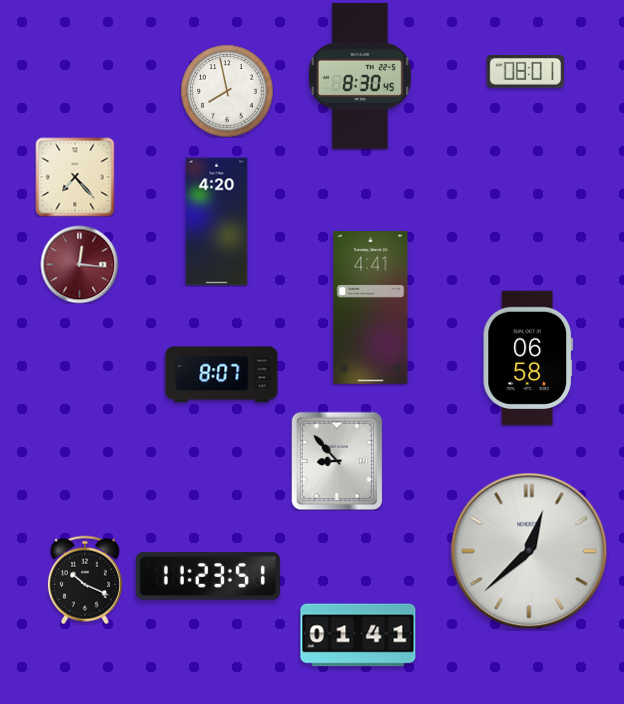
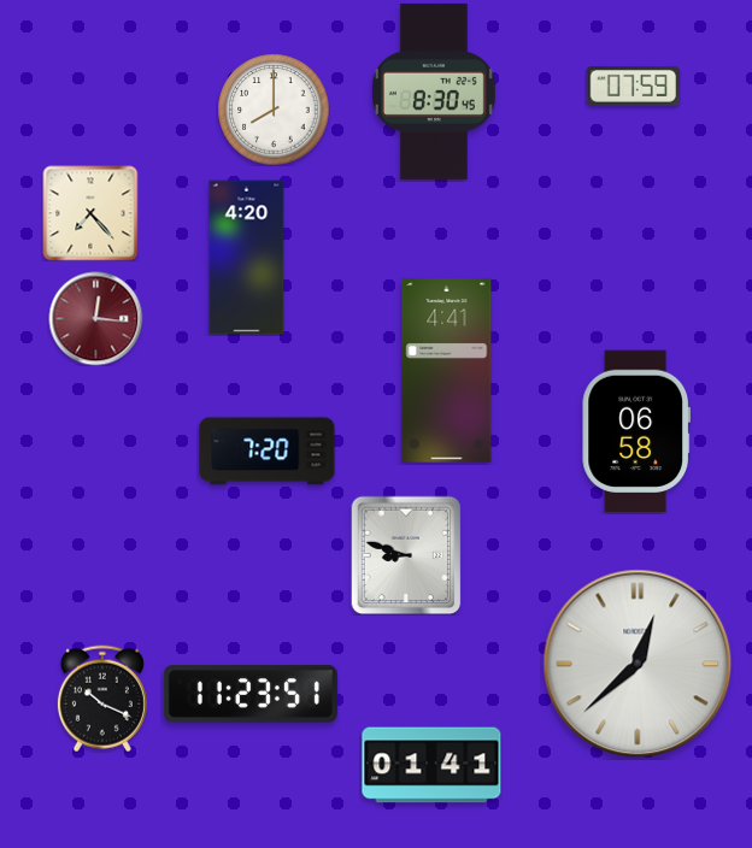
clock at (525, 71): 08:01 -> 07:59
clock at (227, 91): 7:58 -> 8:00
clock at (217, 222) position: (217, 222) -> (247, 258)
clock at (222, 375): 8:07 -> 7:20
clock at (337, 461): 8:53 -> 8:48
